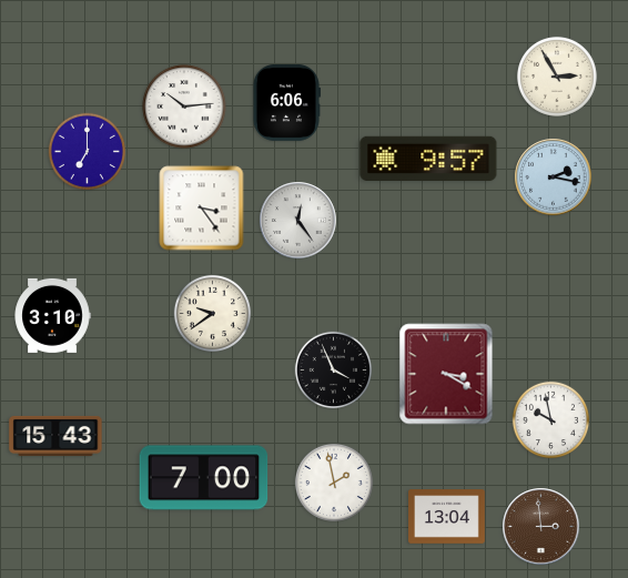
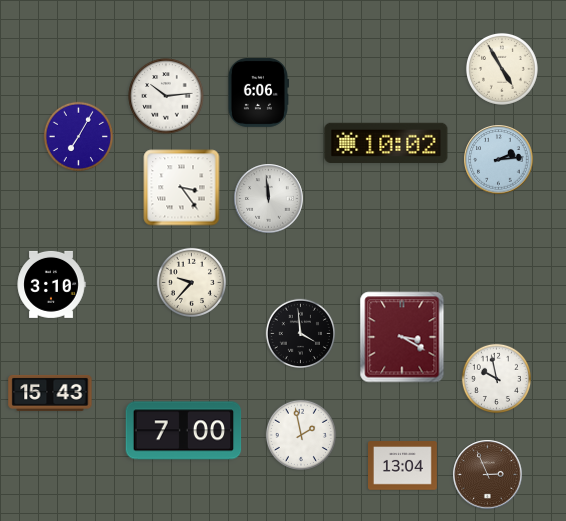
clock at (557, 77): 2:55 -> 4:55
clock at (87, 151): 7:00 -> 7:05
clock at (428, 158): 9:57 -> 10:02
clock at (554, 178): 2:17 -> 2:14
clock at (298, 221): 12:24 -> 11:59
clock at (212, 313): 9:39 -> 9:37
clock at (52, 315) position: (52, 315) -> (51, 284)
clock at (333, 369): 3:56 -> 3:59
clock at (541, 527): 2:59 -> 2:56
